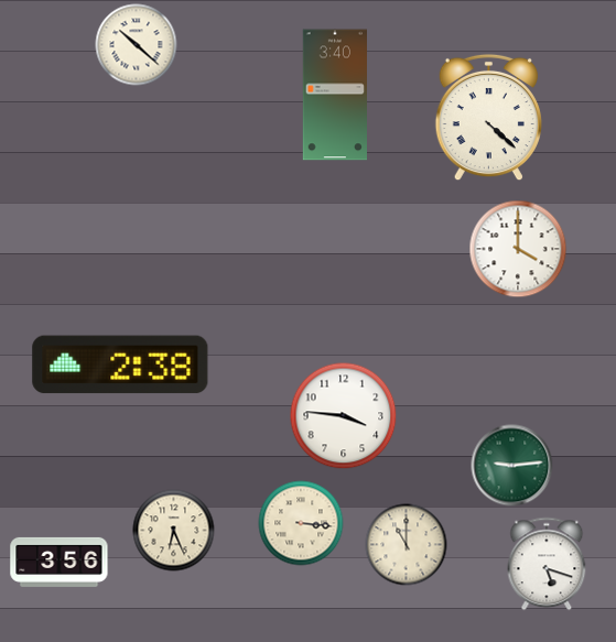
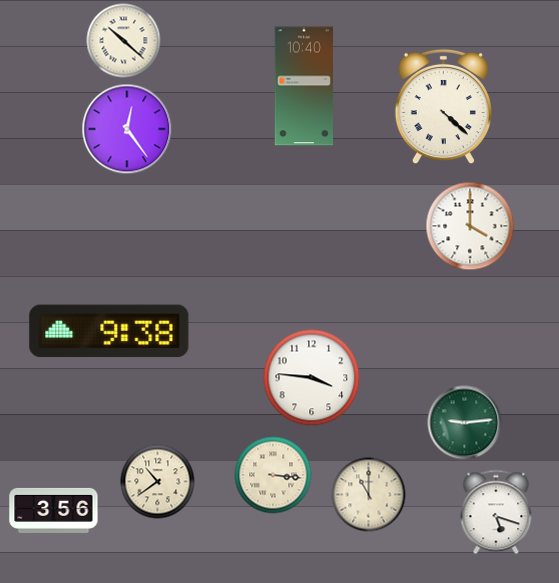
clock at (334, 95): 3:40 -> 10:40
clock at (127, 129): none -> 12:24
clock at (120, 364): 2:38 -> 9:38
clock at (174, 531): 6:26 -> 10:39
